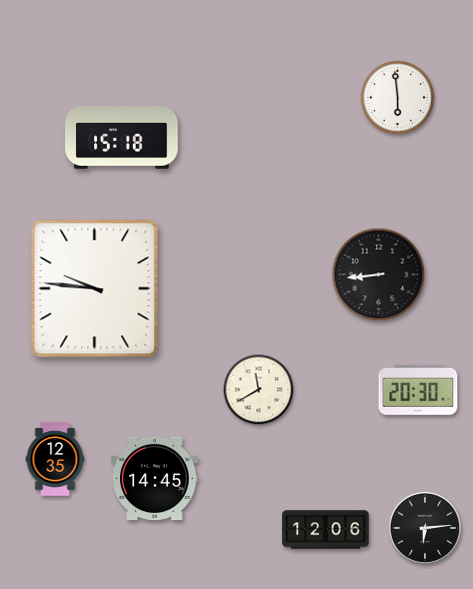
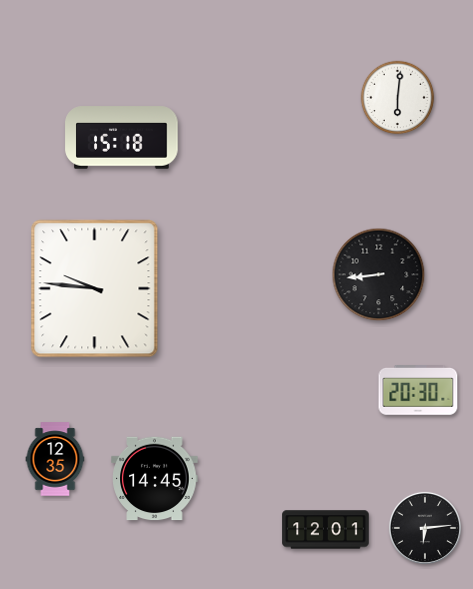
clock at (398, 98): 5:59 -> 6:01
clock at (259, 390): 11:40 -> none
clock at (326, 530): 12:06 -> 12:01
